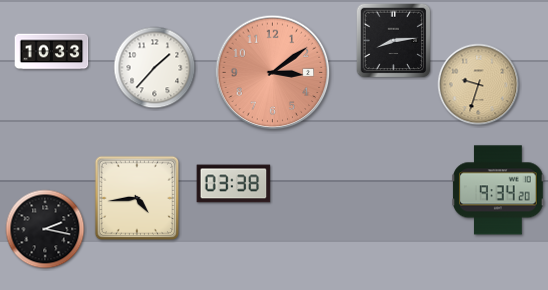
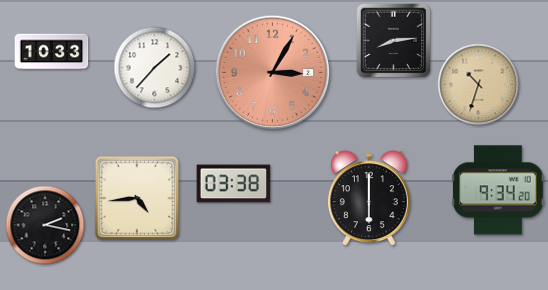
clock at (273, 73): 3:09 -> 3:05
clock at (479, 85): 9:33 -> 10:33
clock at (369, 199): none -> 6:00
clock at (45, 229) position: (45, 229) -> (45, 225)
